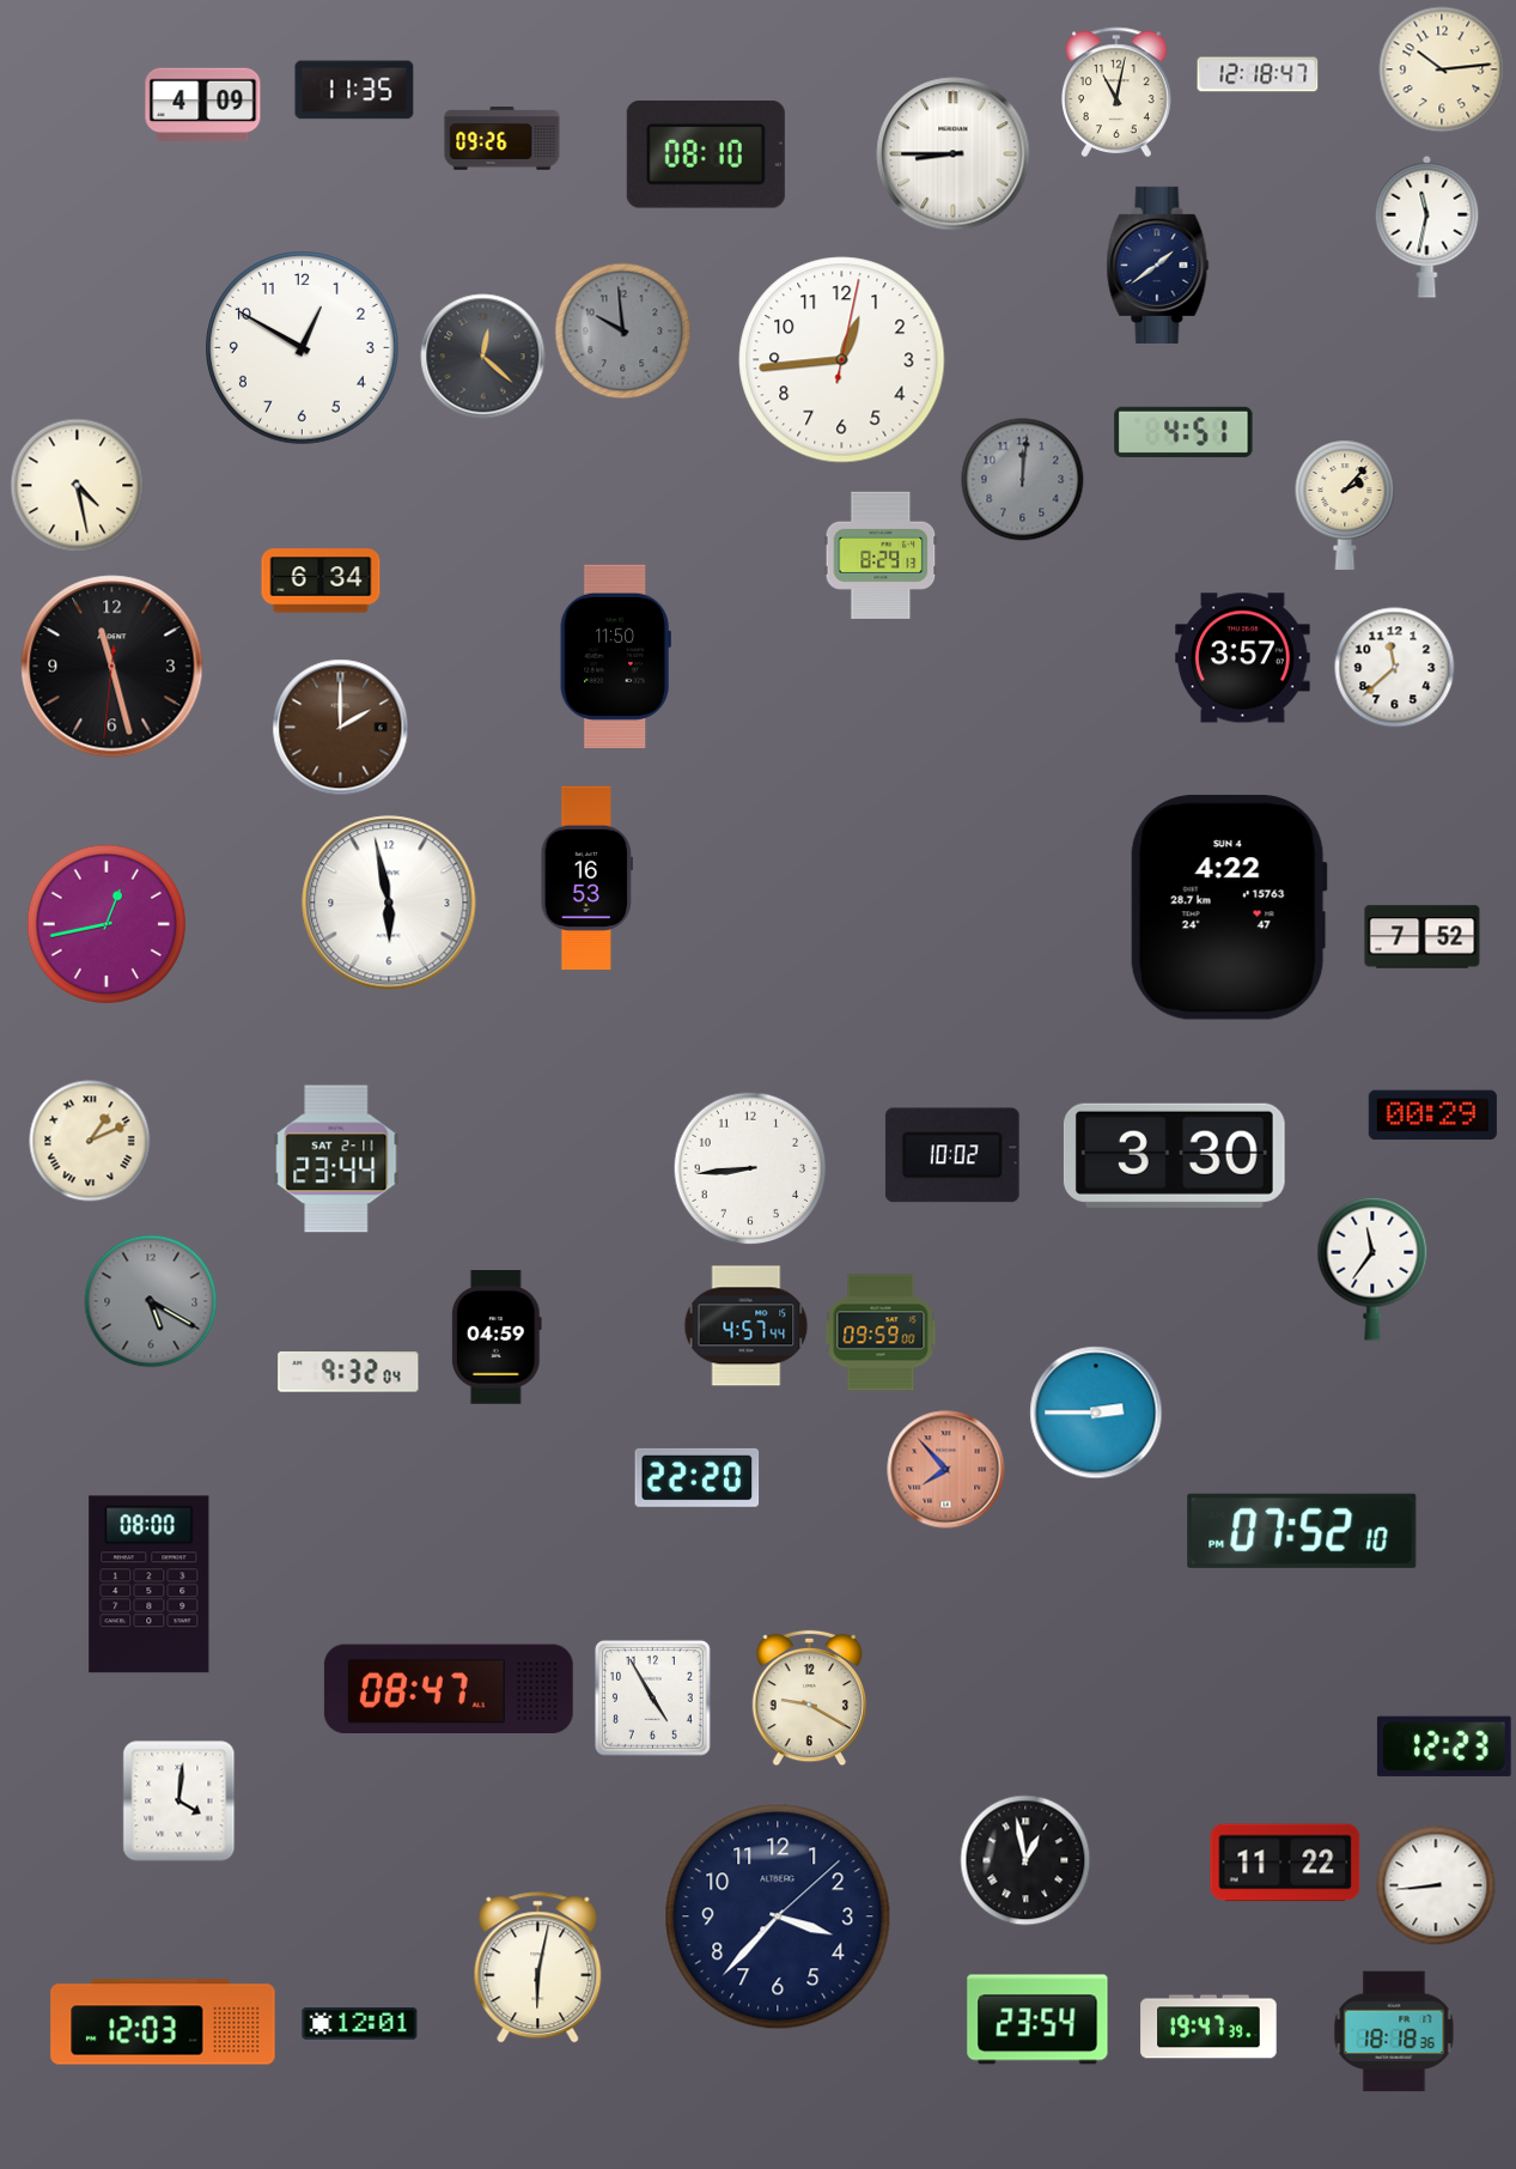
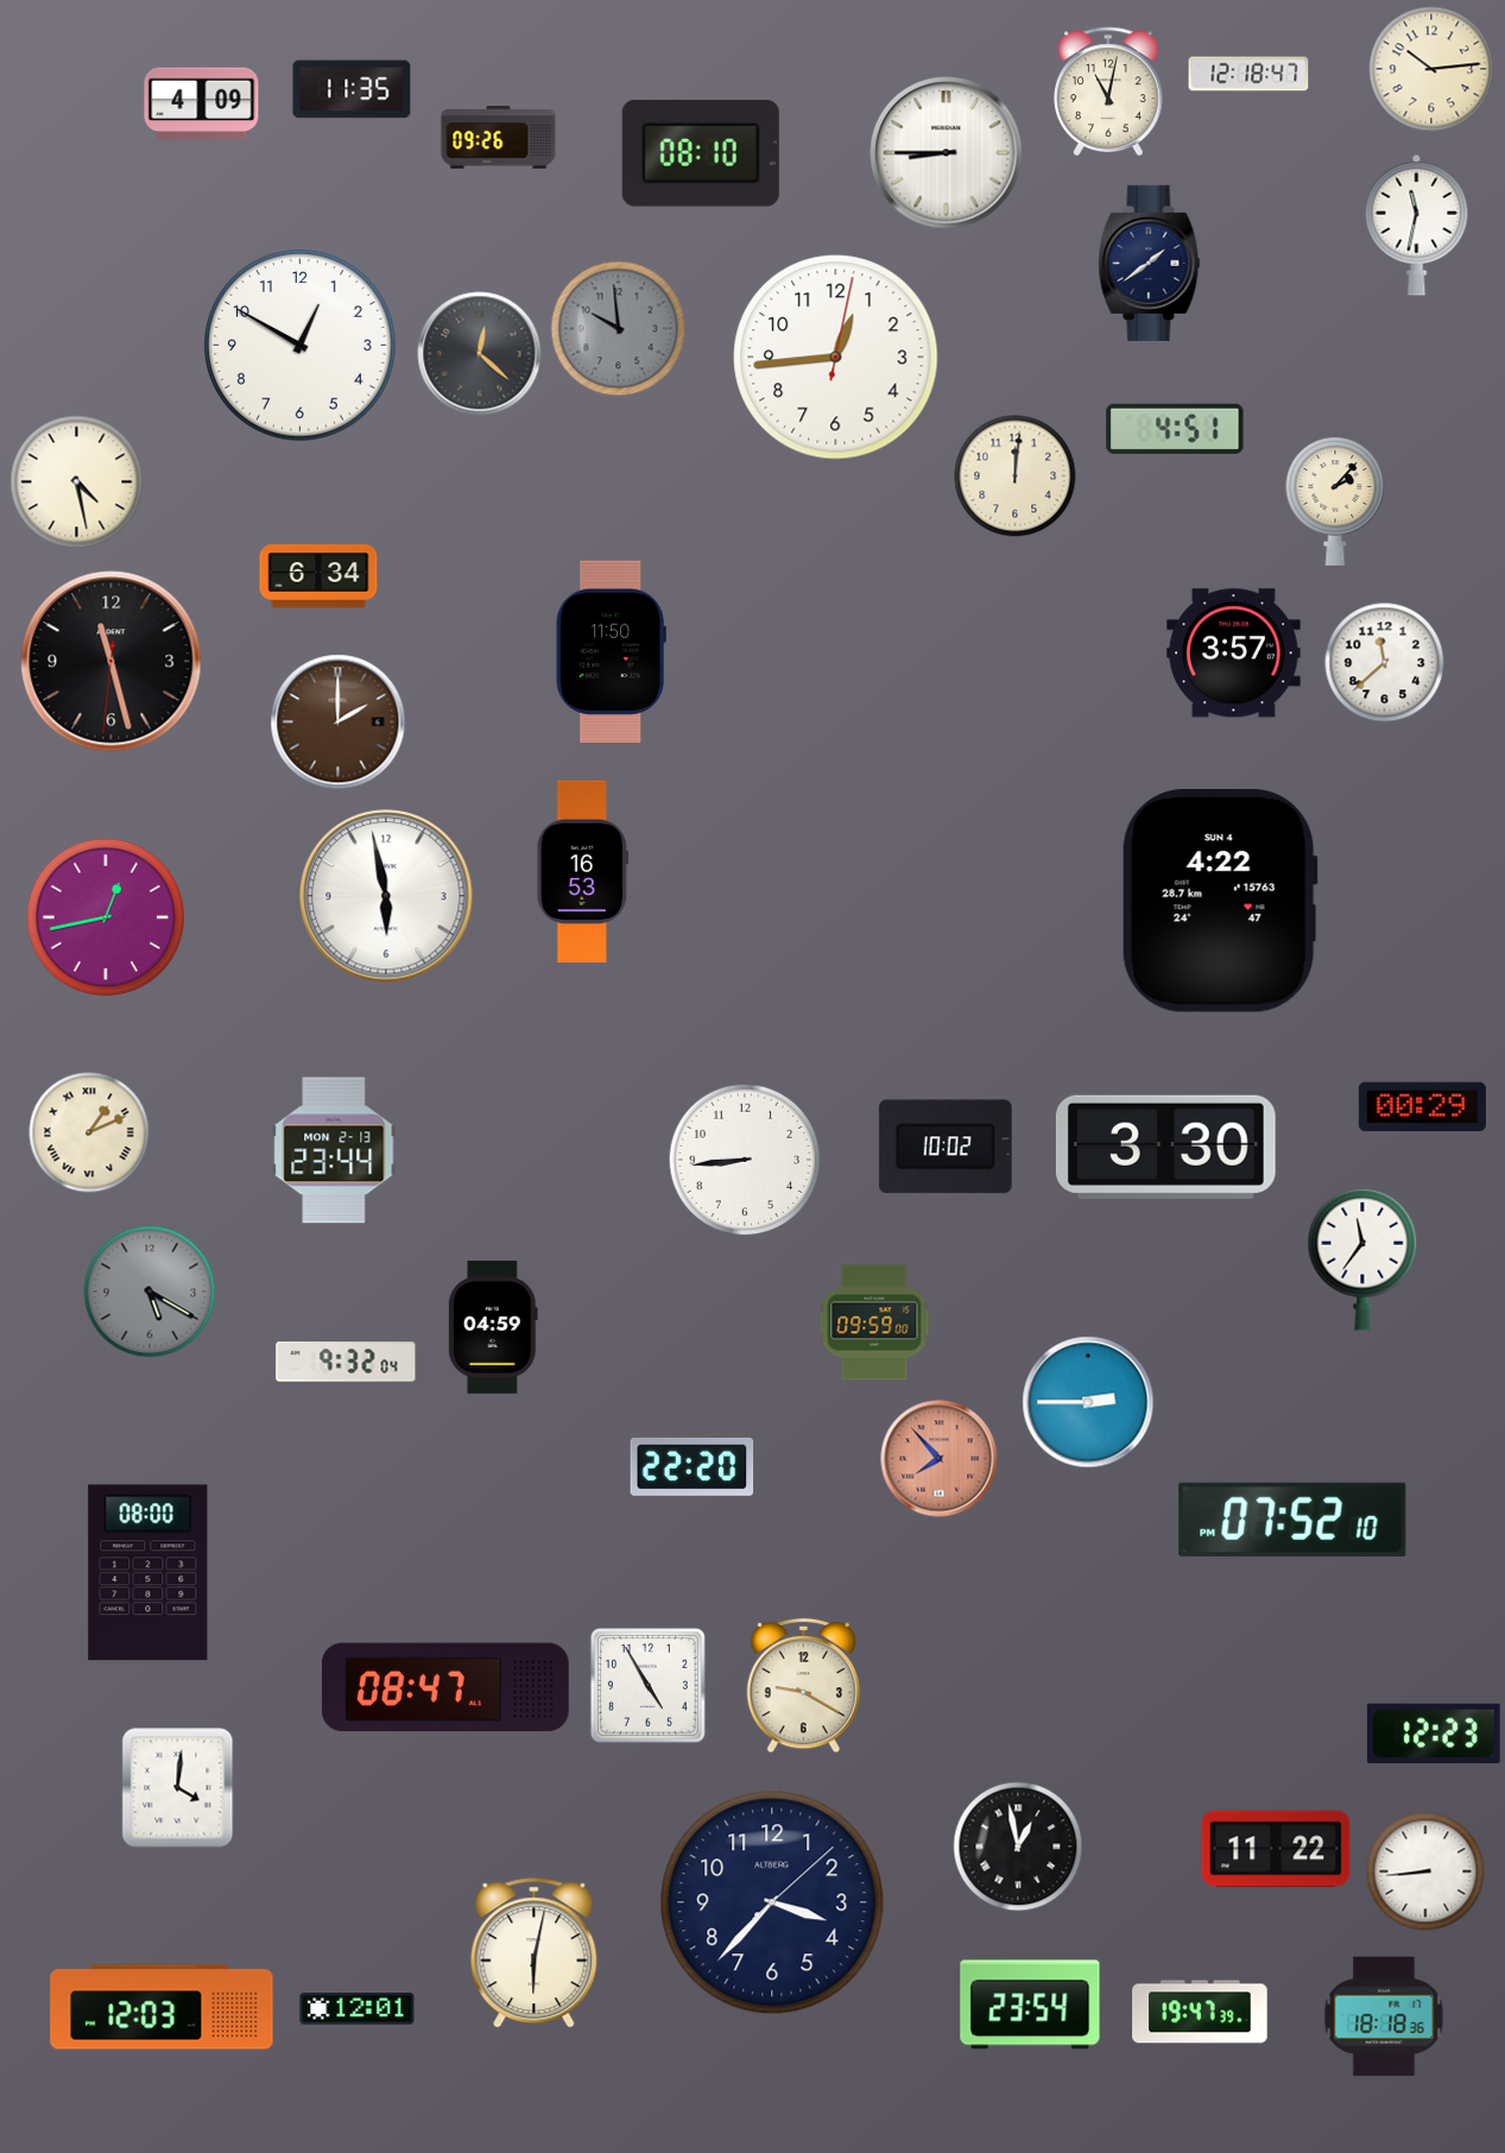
clock at (1023, 480) dial: grey -> cream
clock at (881, 555): 8:29 -> none
clock at (1423, 937): 7:52 -> none
clock at (336, 1159) date: SAT 2-11 -> MON 2-13
clock at (747, 1326): 4:57 -> none
clock at (449, 1688) position: (449, 1688) -> (445, 1686)
